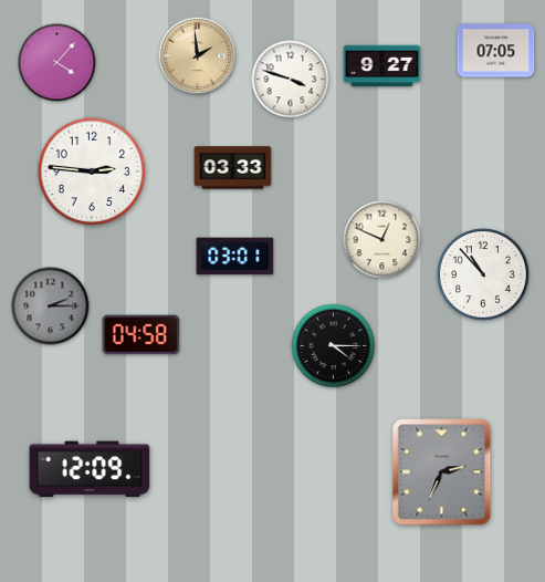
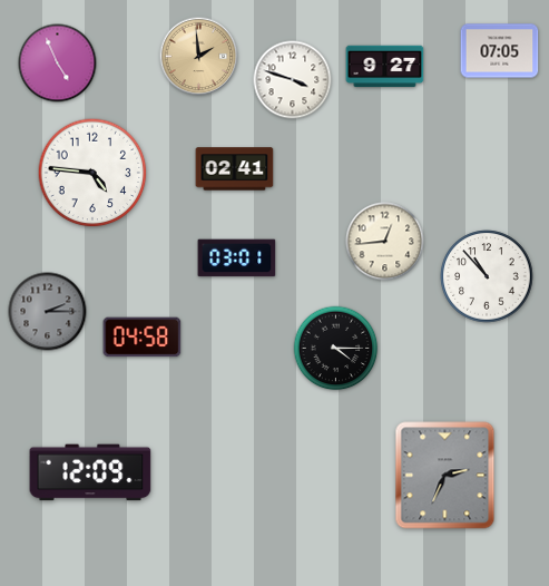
clock at (57, 63): 4:07 -> 4:56
clock at (233, 168): 03:33 -> 02:41
clock at (92, 172): 2:46 -> 4:46
clock at (382, 240): 12:49 -> 12:44
clock at (51, 306) position: (51, 306) -> (48, 312)
